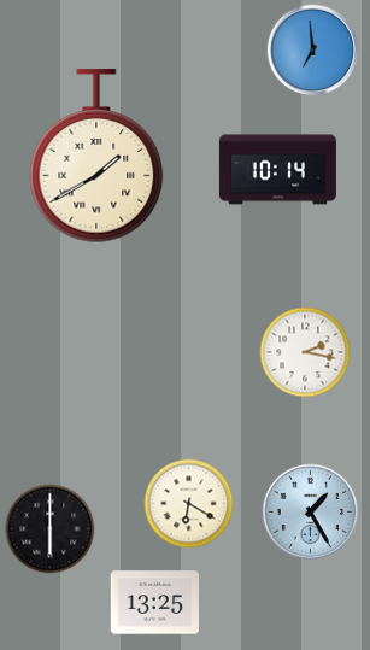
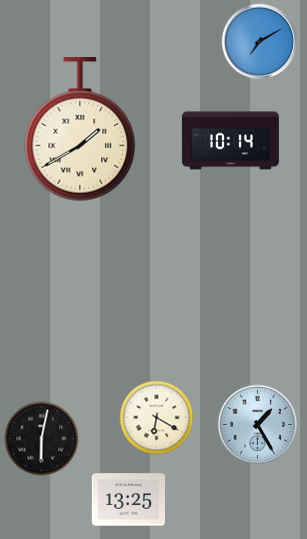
clock at (313, 51): 6:59 -> 7:10
clock at (305, 352): 2:17 -> none
clock at (51, 529): 6:00 -> 6:02
